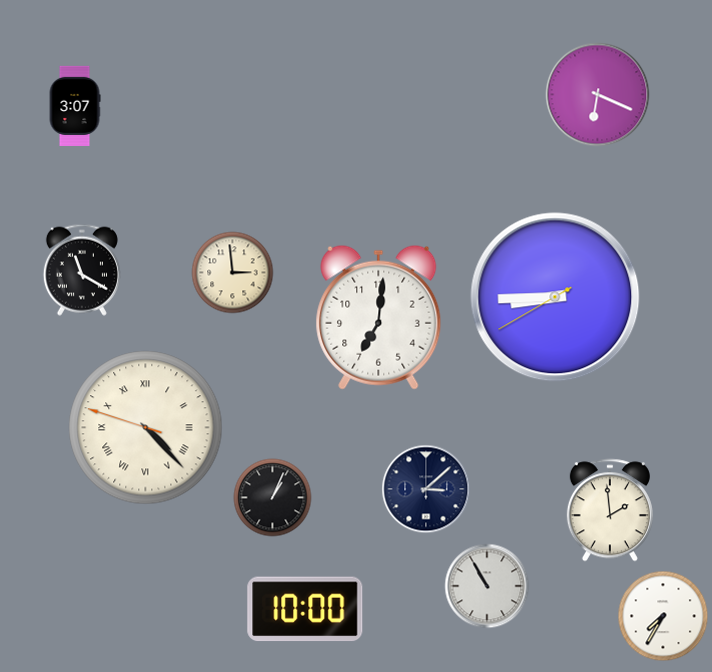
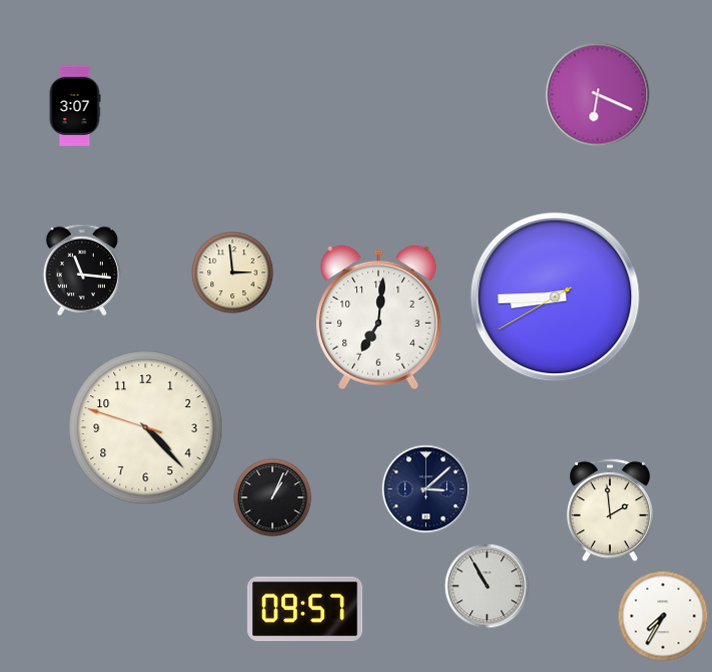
clock at (82, 270): 11:20 -> 11:16
clock at (146, 428) numerals: Roman -> Arabic
clock at (305, 609): 10:00 -> 09:57
